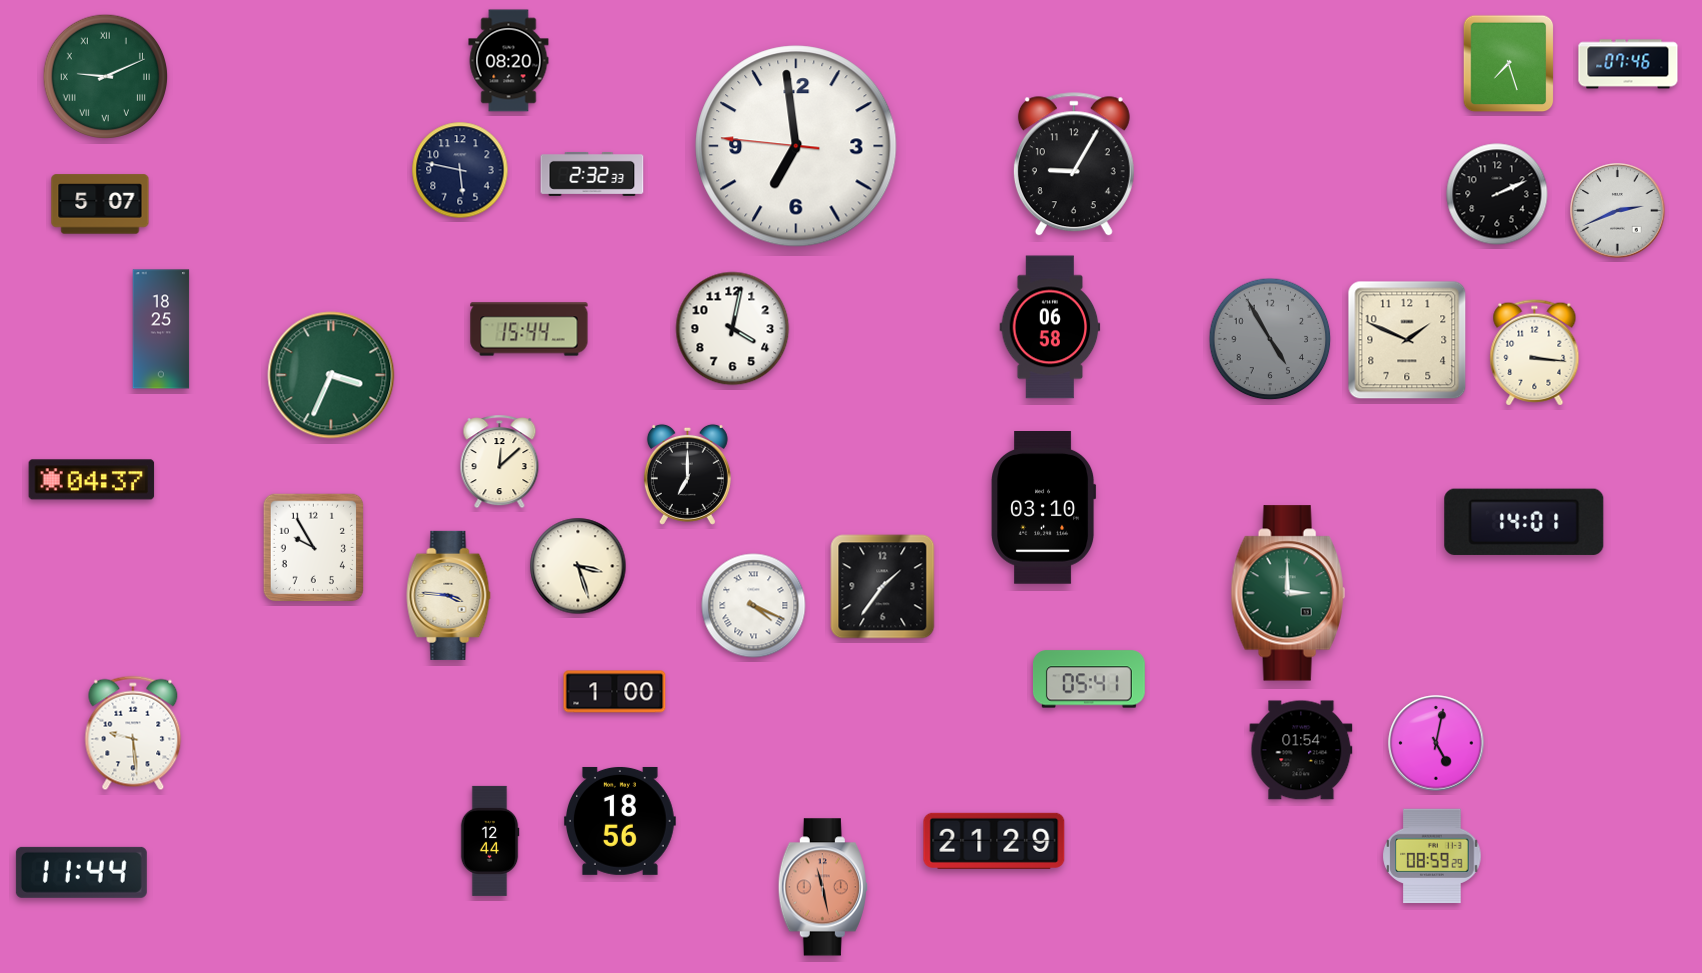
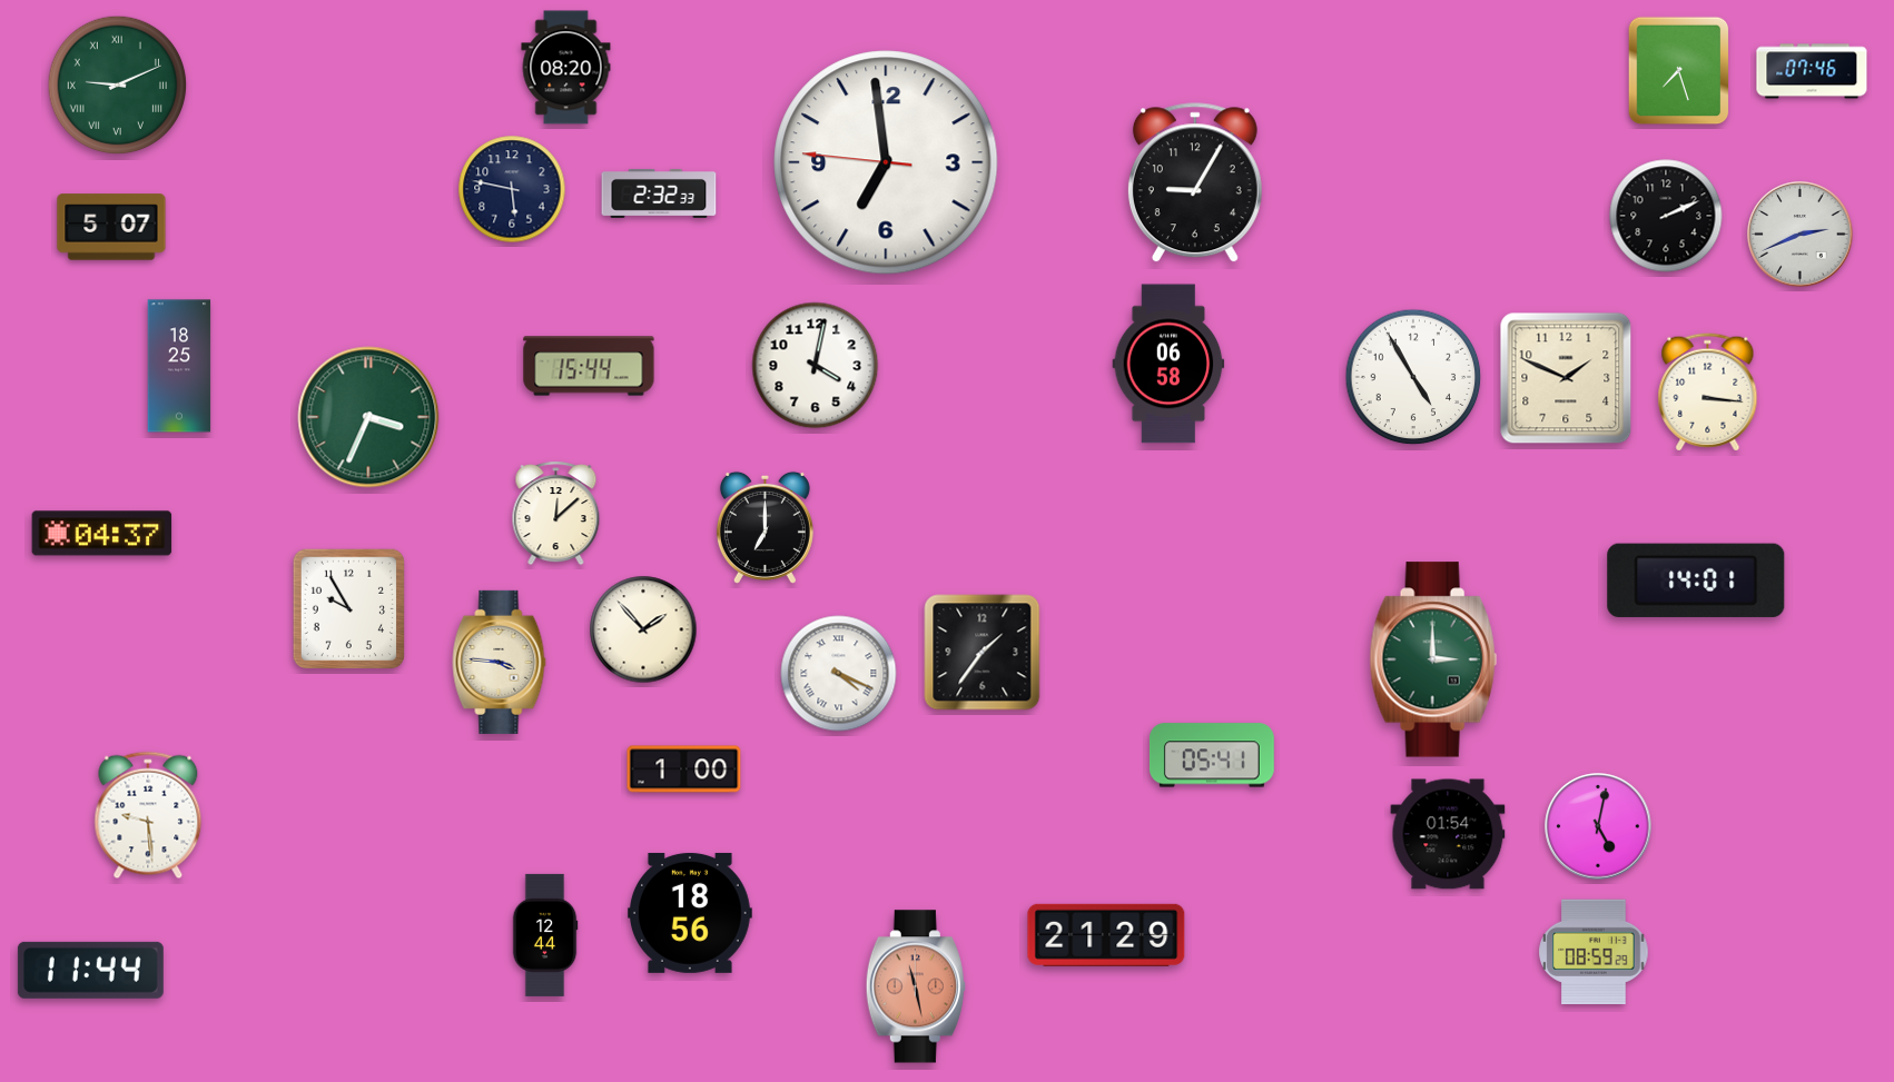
clock at (1270, 339) dial: grey -> white
clock at (1044, 508): 03:10 -> none
clock at (578, 566): 3:27 -> 1:53
